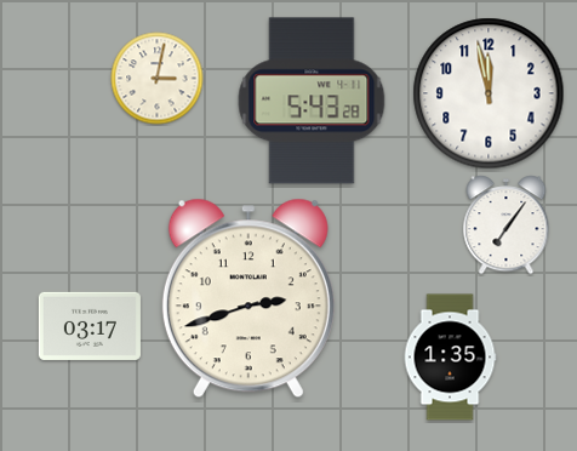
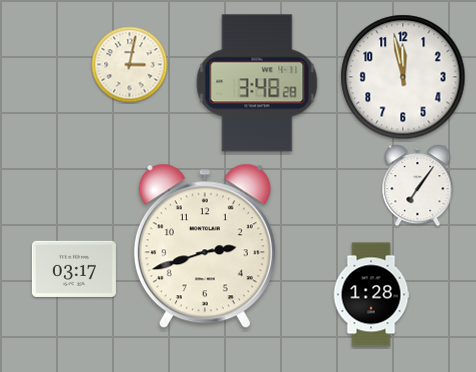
clock at (312, 101): 5:43 -> 3:48
clock at (450, 358): 1:35 -> 1:28
